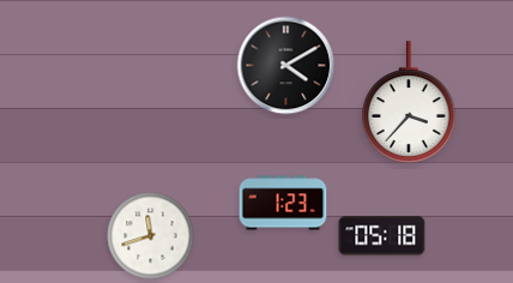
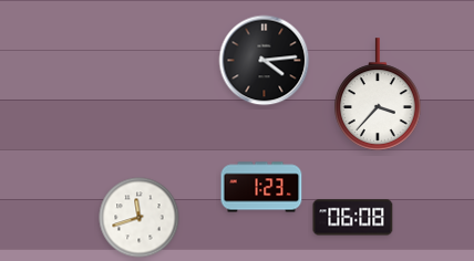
clock at (286, 66): 4:10 -> 4:14
clock at (382, 236): 05:18 -> 06:08
